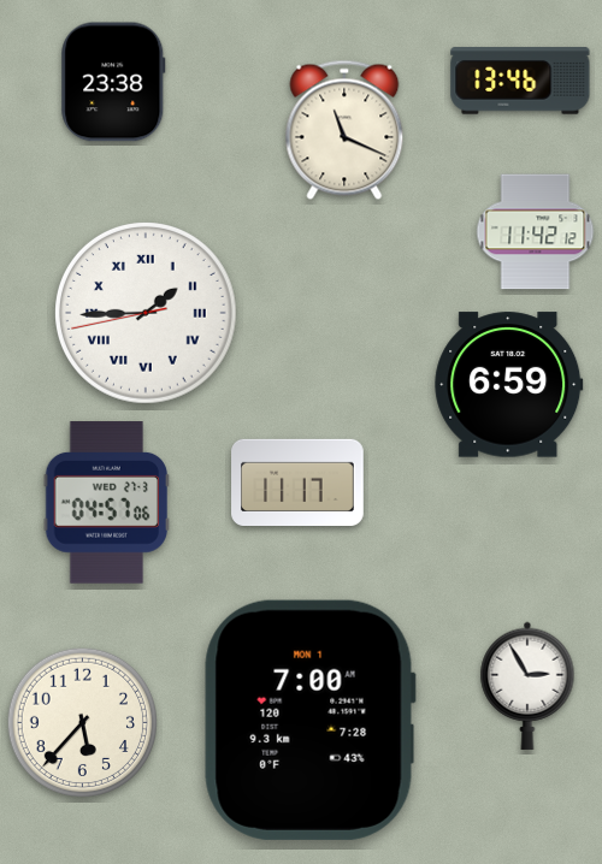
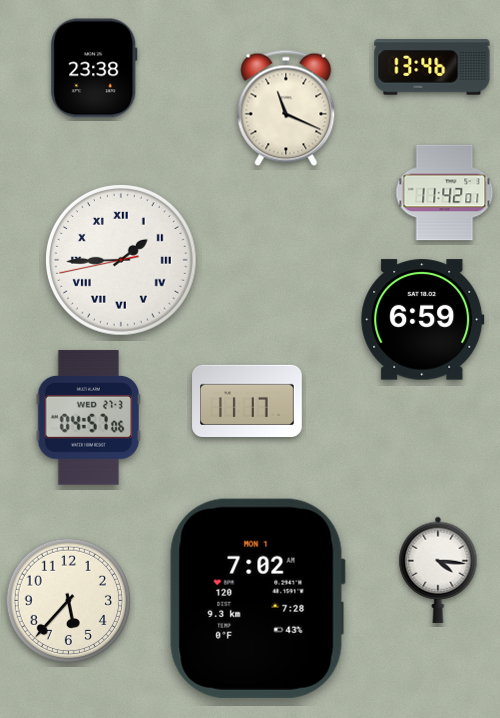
clock at (536, 232): 11:42:12 -> 11:42:01
clock at (527, 686): 2:55 -> 4:16
clock at (309, 720): 7:00 -> 7:02
